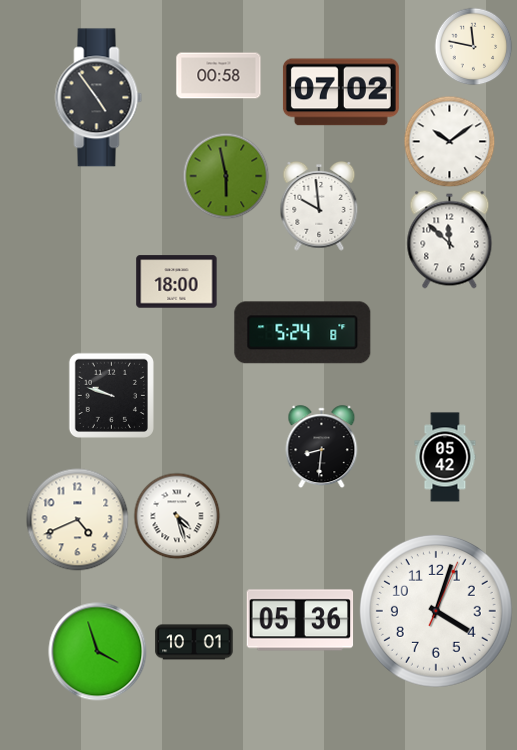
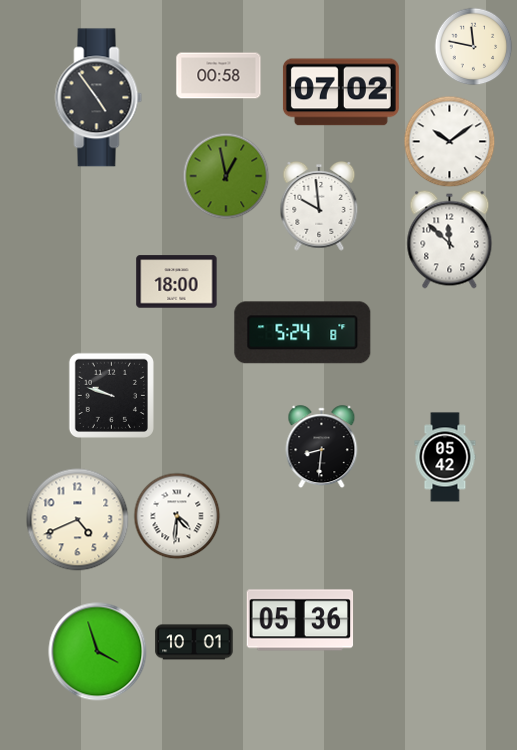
clock at (226, 176): 5:58 -> 12:58
clock at (177, 516): 4:27 -> 4:31
clock at (436, 611): 4:03 -> none
